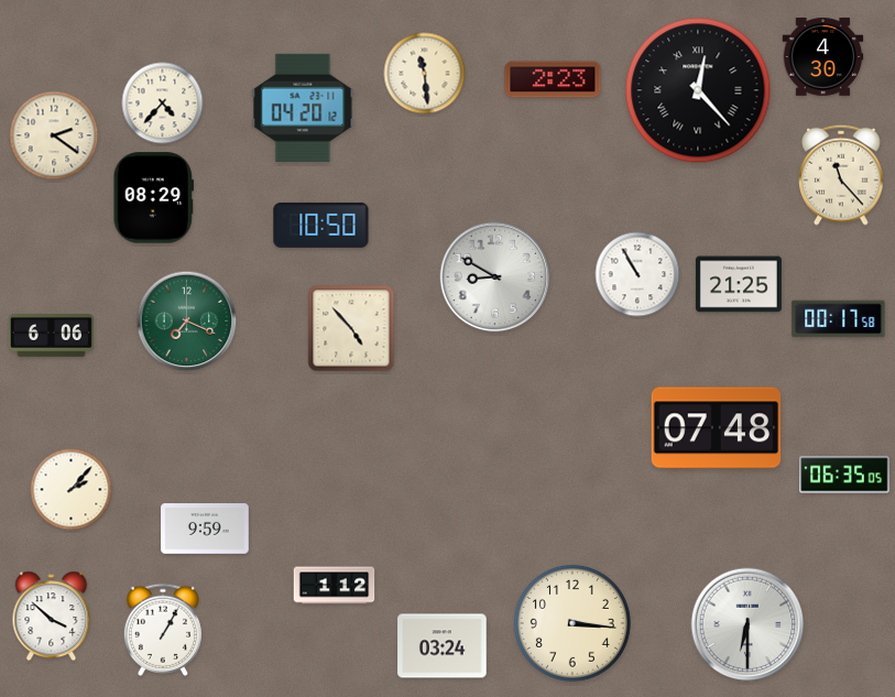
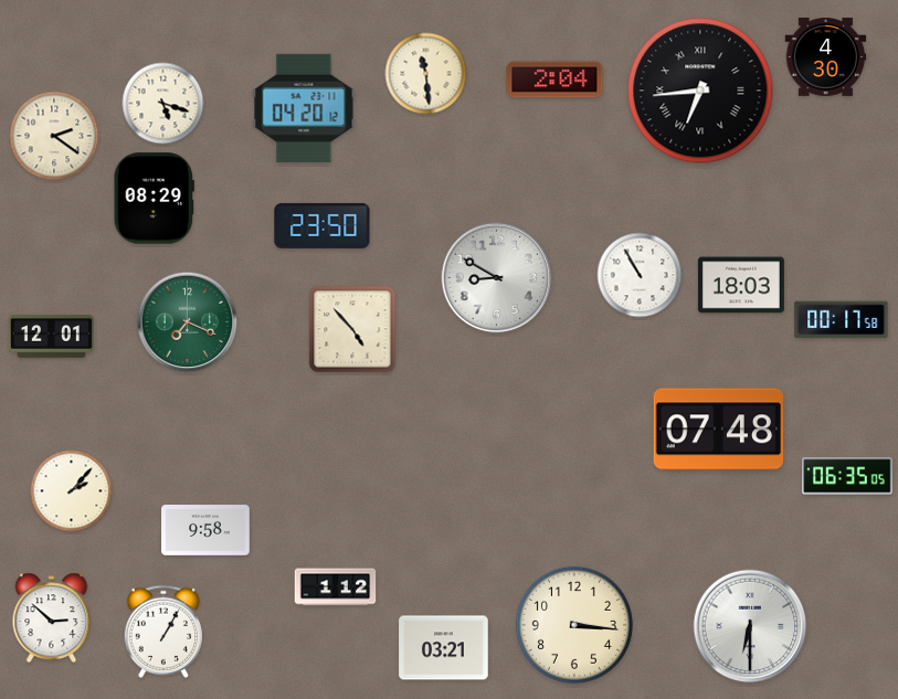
clock at (553, 79): 2:23 -> 2:04
clock at (698, 90): 12:23 -> 6:44
clock at (163, 104): 4:37 -> 5:18
clock at (841, 175): 11:23 -> none
clock at (321, 225): 10:50 -> 23:50
clock at (739, 284): 21:25 -> 18:03
clock at (51, 336): 6:06 -> 12:01
clock at (205, 529): 9:59 -> 9:58
clock at (52, 617): 3:52 -> 2:52
clock at (443, 646): 03:24 -> 03:21
